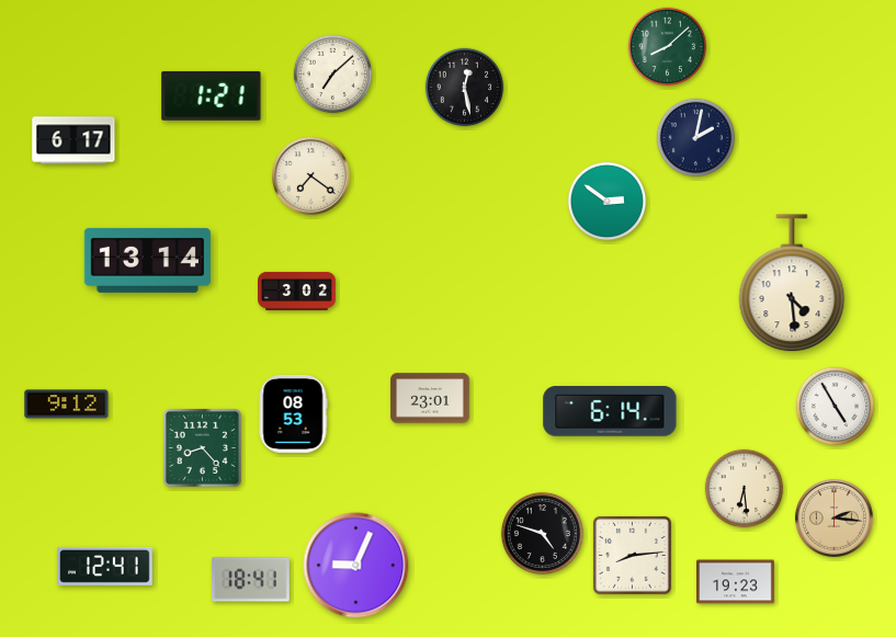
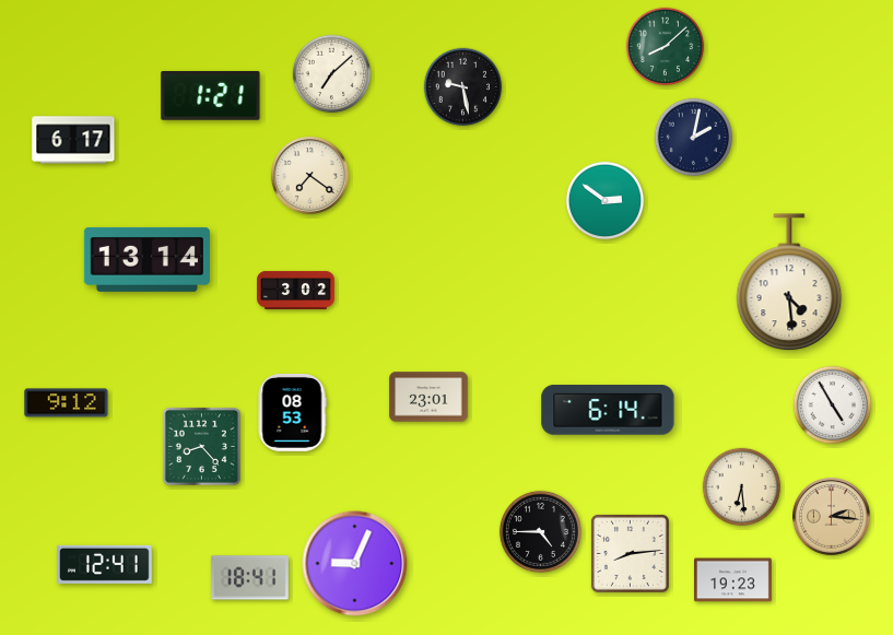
clock at (465, 88): 12:28 -> 9:28
clock at (542, 533): 4:48 -> 4:45
